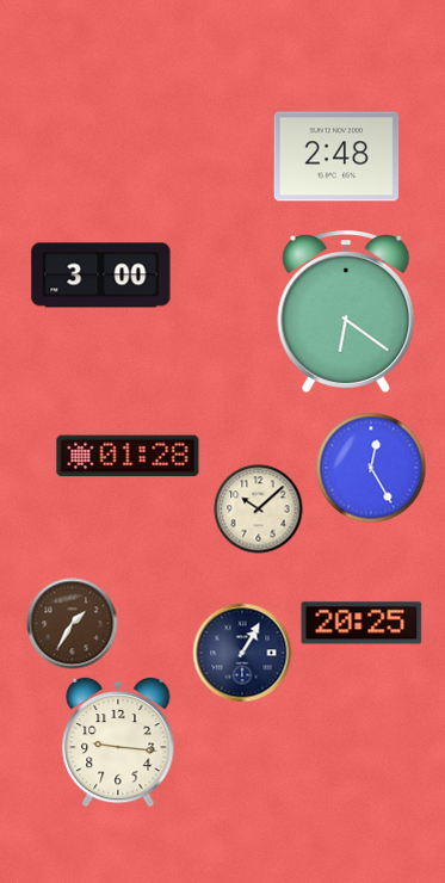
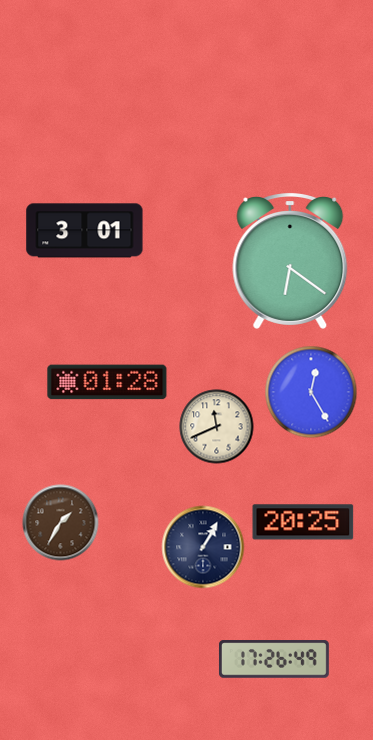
clock at (336, 156): 2:48 -> none
clock at (101, 276): 3:00 -> 3:01
clock at (259, 510): 10:08 -> 11:41
clock at (118, 742): 9:16 -> none
clock at (274, 659): none -> 17:26
